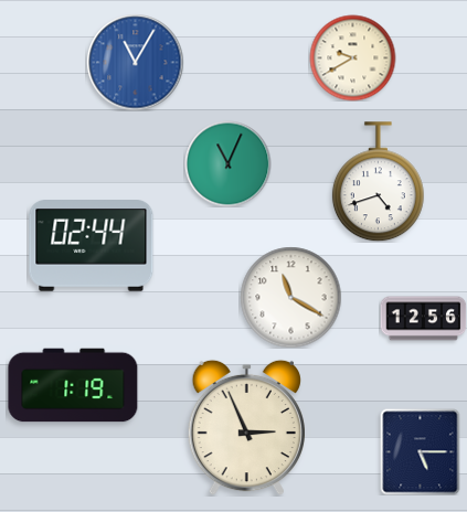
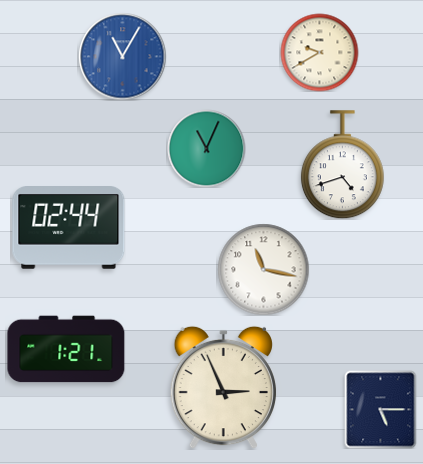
clock at (92, 246) position: (92, 246) -> (69, 228)
clock at (290, 297): 11:20 -> 11:17
clock at (423, 319): 12:56 -> none
clock at (73, 385): 1:19 -> 1:21
